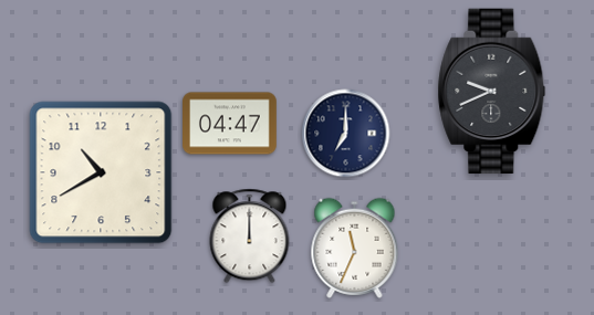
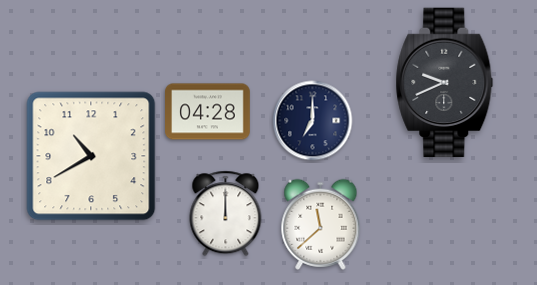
clock at (230, 124): 04:47 -> 04:28
clock at (355, 248): 11:34 -> 11:38
